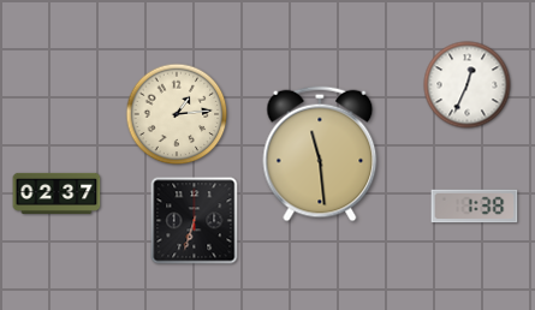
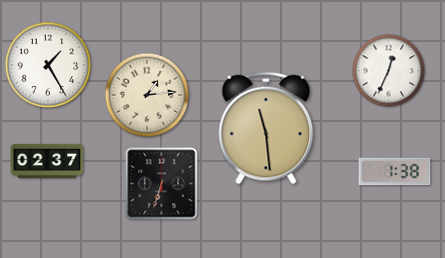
clock at (48, 65): none -> 1:25
